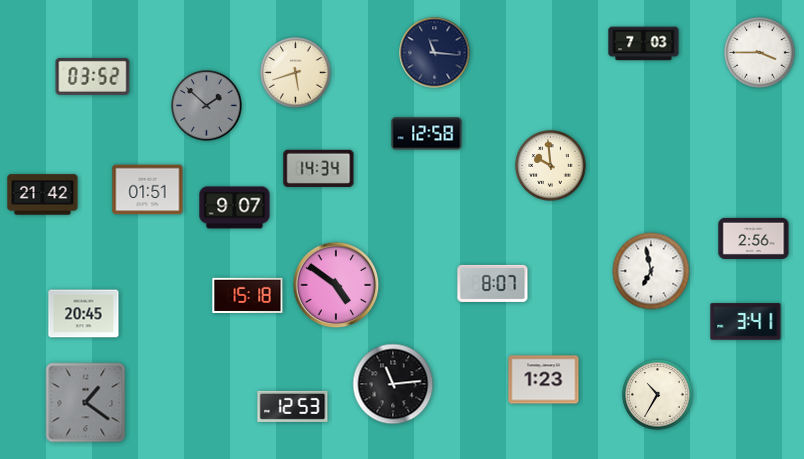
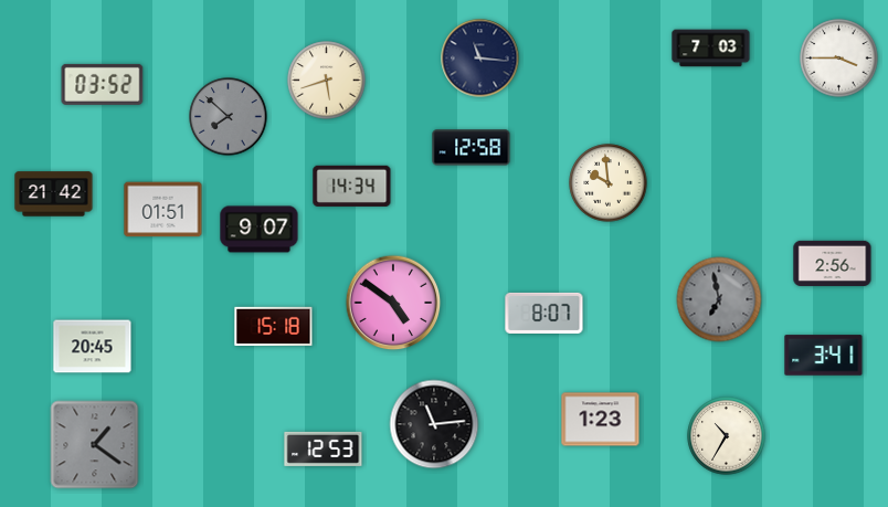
clock at (207, 106): 1:52 -> 7:52
clock at (43, 195) position: (43, 195) -> (54, 194)
clock at (651, 271) dial: white -> grey
clock at (336, 285) position: (336, 285) -> (393, 303)
